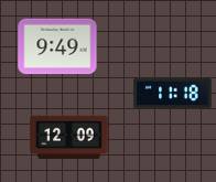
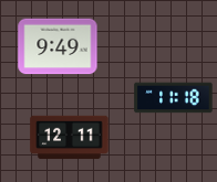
clock at (173, 94) position: (173, 94) -> (174, 98)
clock at (69, 138): 12:09 -> 12:11
